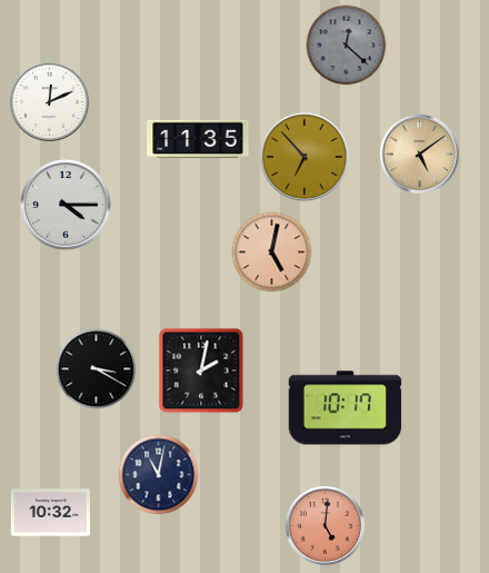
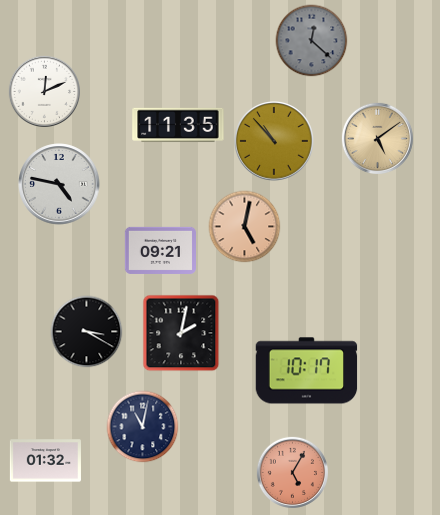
clock at (306, 158): 6:53 -> 10:53
clock at (66, 205): 4:15 -> 4:47
clock at (160, 250): none -> 09:21
clock at (346, 408) position: (346, 408) -> (307, 371)
clock at (50, 513): 10:32 -> 01:32
clock at (325, 525): 5:01 -> 5:05
